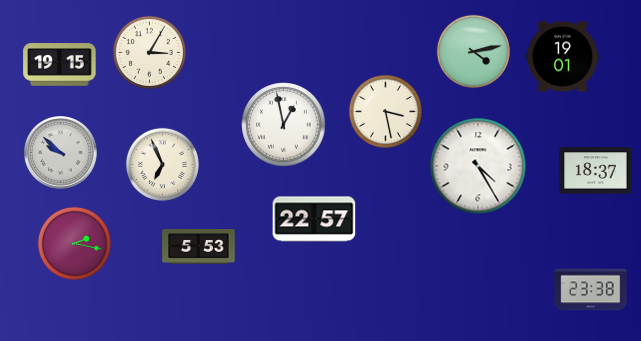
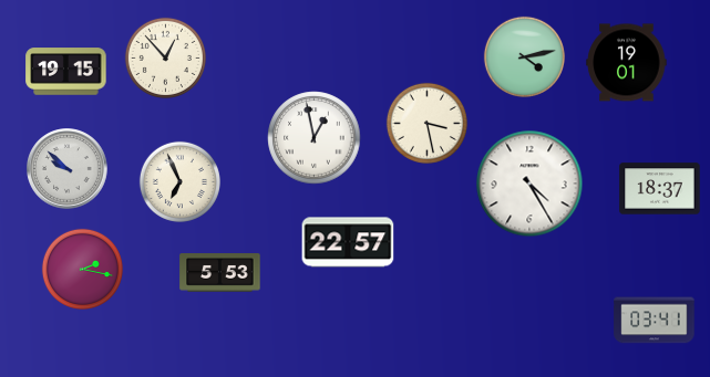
clock at (149, 52): 3:05 -> 12:53
clock at (563, 57) position: (563, 57) -> (627, 63)
clock at (591, 290): 23:38 -> 03:41
